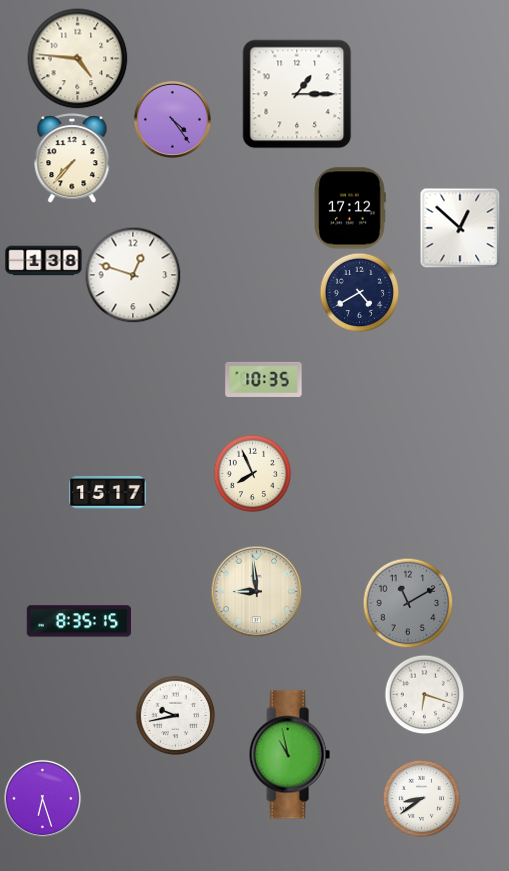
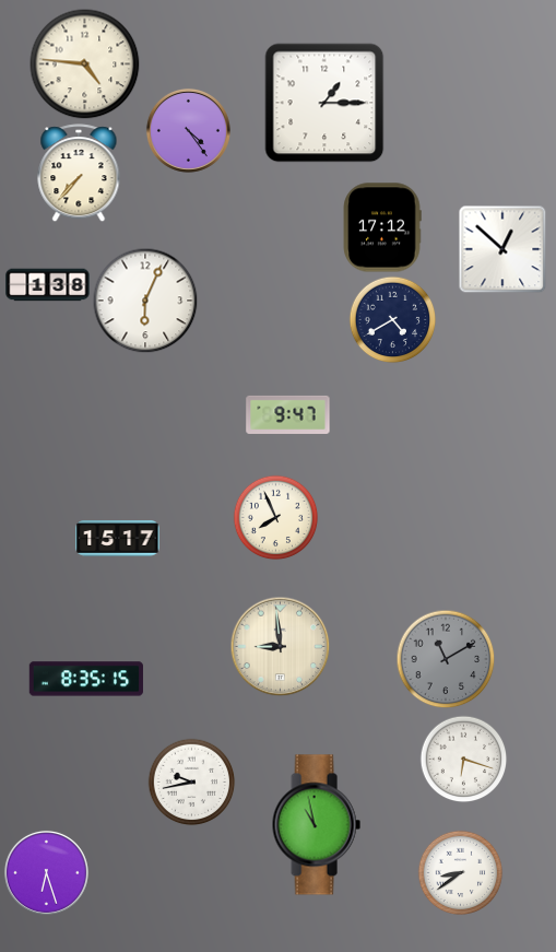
clock at (133, 275): 12:48 -> 6:04
clock at (264, 379): 10:35 -> 9:47
